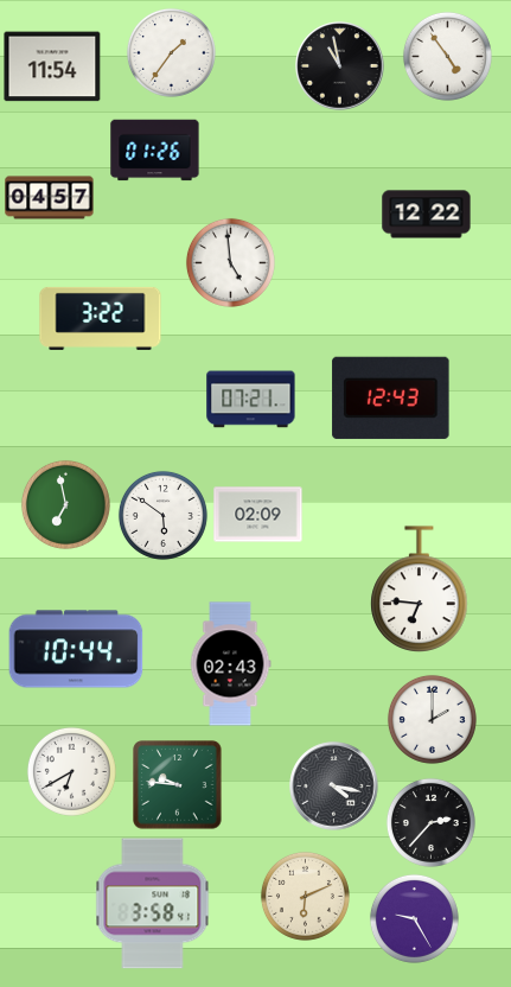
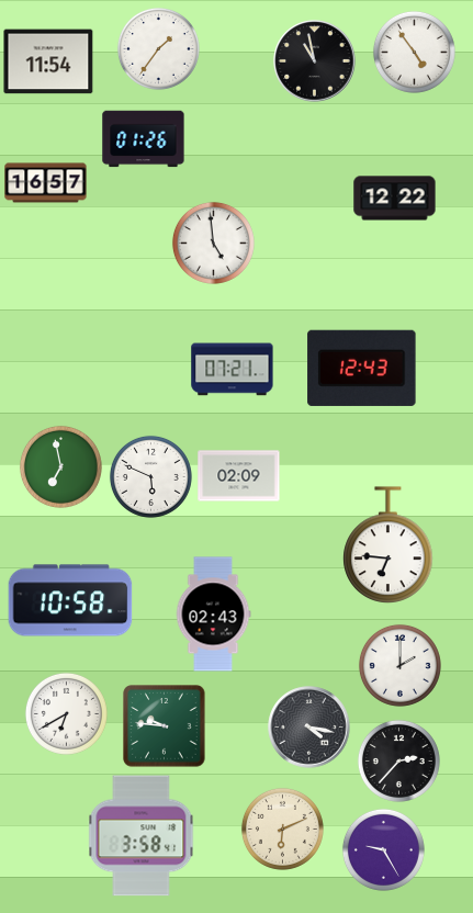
clock at (50, 198): 04:57 -> 16:57
clock at (101, 318): 3:22 -> none
clock at (162, 515): 5:51 -> 5:49
clock at (76, 649): 10:44 -> 10:58
